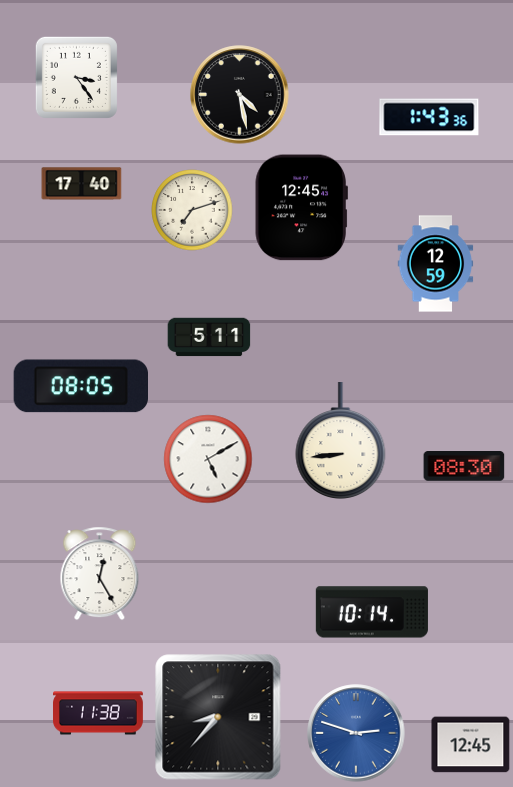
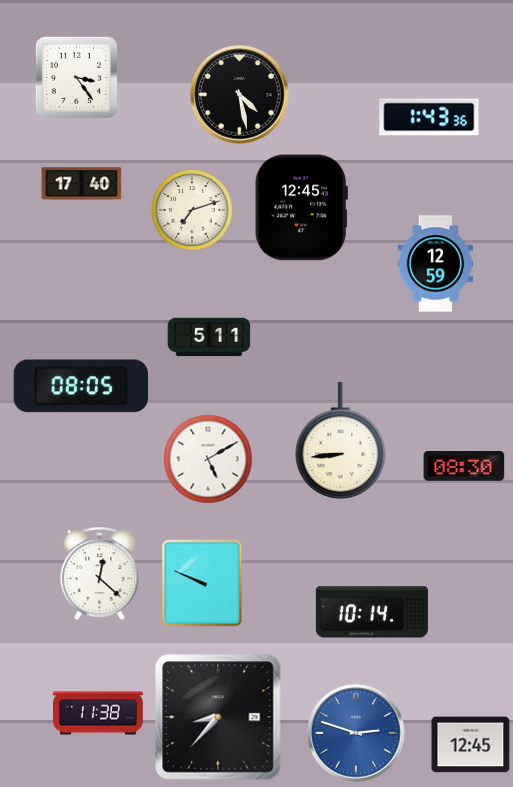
clock at (100, 574): 12:25 -> 12:22
clock at (202, 583): none -> 9:49
